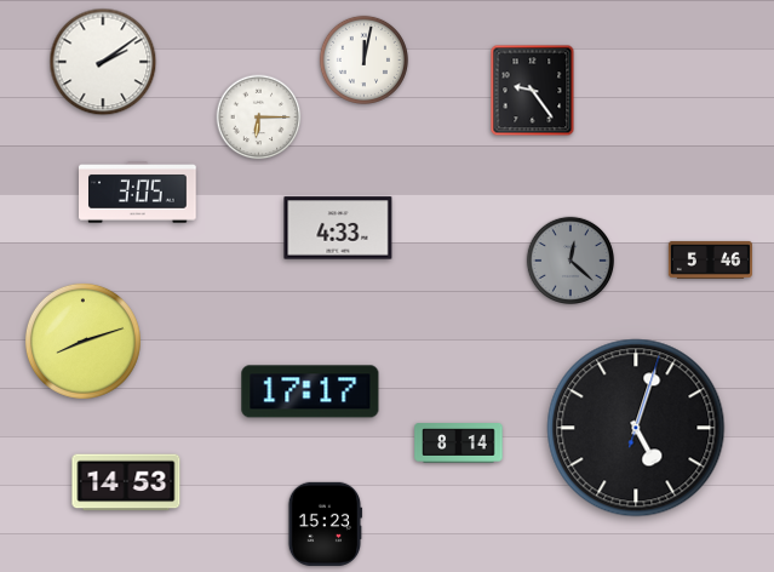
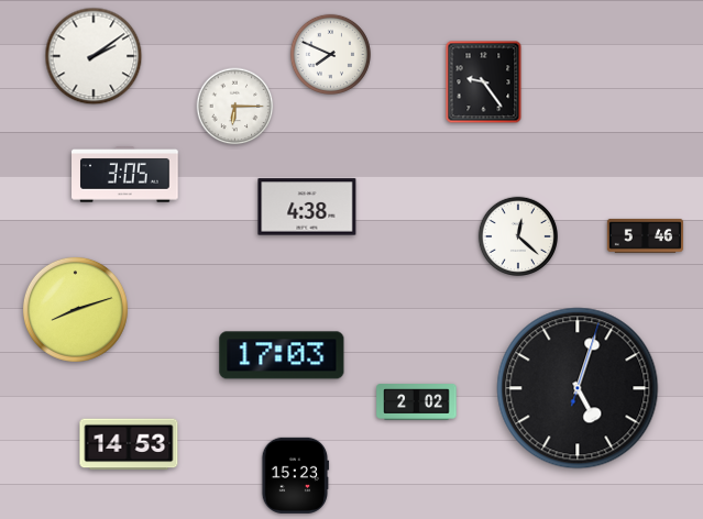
clock at (363, 59): 12:02 -> 7:49
clock at (338, 228): 4:33 -> 4:38
clock at (569, 259) dial: grey -> white
clock at (310, 391): 17:17 -> 17:03
clock at (459, 444): 8:14 -> 2:02
clock at (126, 482) position: (126, 482) -> (129, 444)
